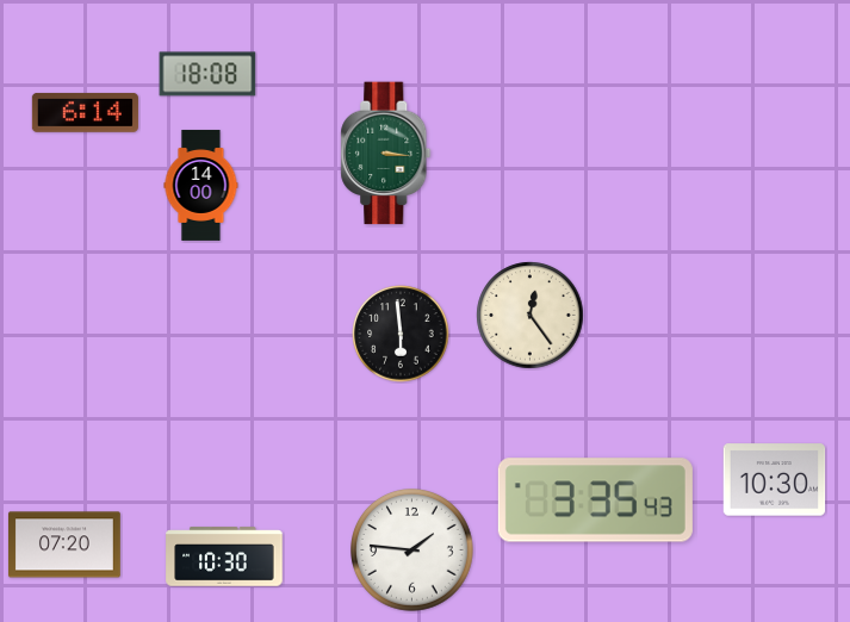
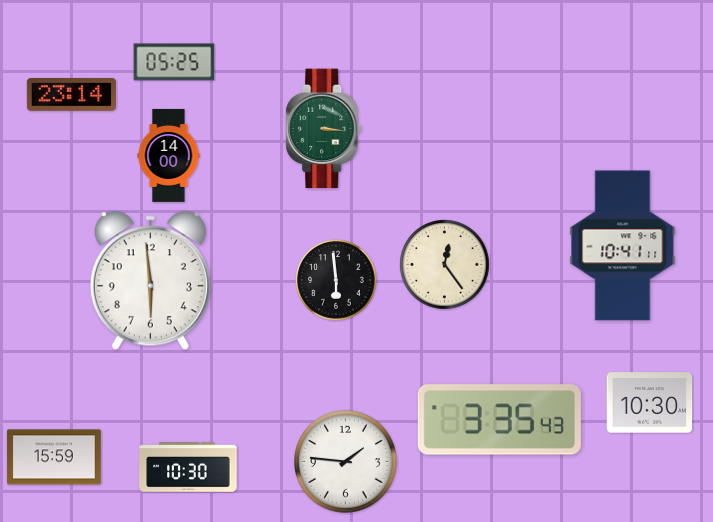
clock at (207, 74): 18:08 -> 05:25
clock at (85, 112): 6:14 -> 23:14
clock at (623, 246): none -> 10:41
clock at (150, 281): none -> 5:59
clock at (64, 545): 07:20 -> 15:59
